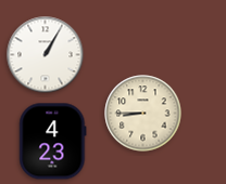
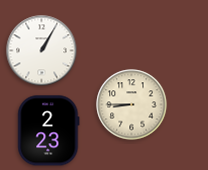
clock at (53, 142): 4:23 -> 2:23
